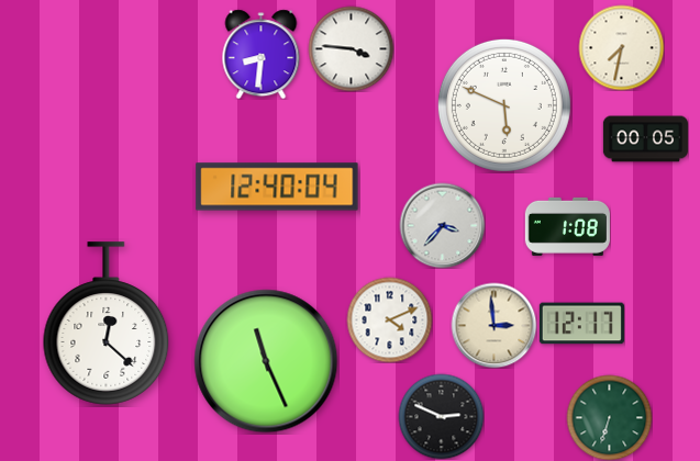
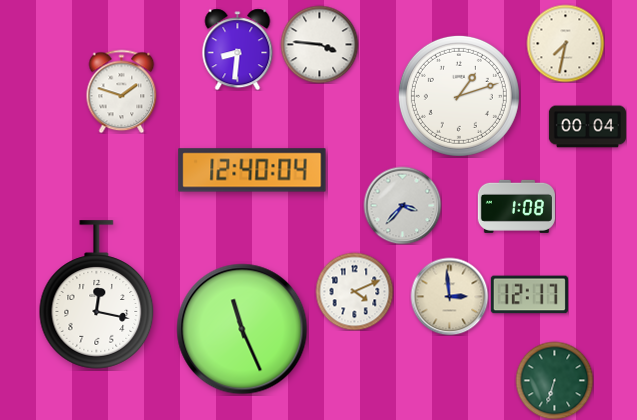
clock at (122, 91): none -> 1:48
clock at (504, 105): 5:49 -> 1:12
clock at (645, 139): 00:05 -> 00:04
clock at (107, 324): 12:22 -> 12:17
clock at (441, 416): 2:49 -> none
